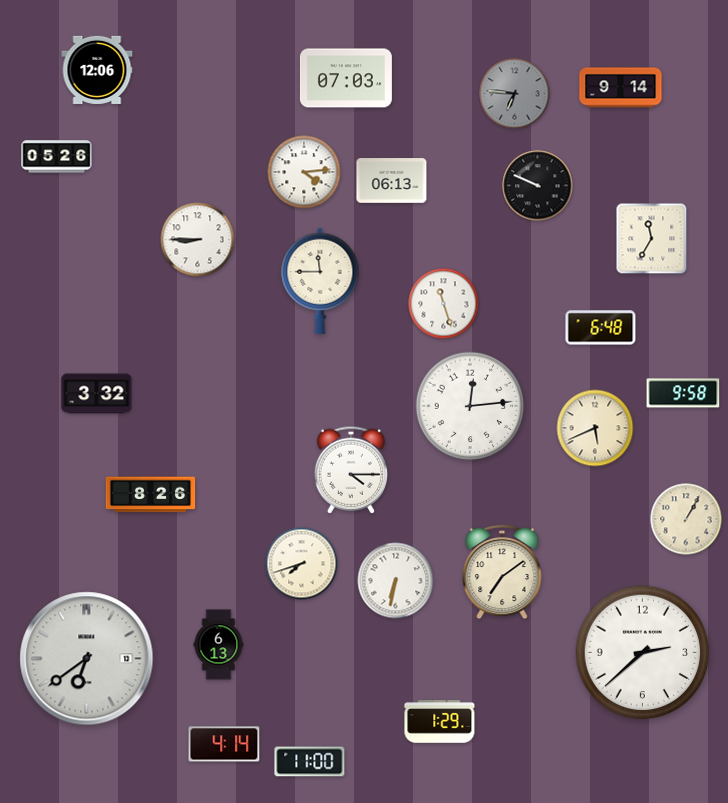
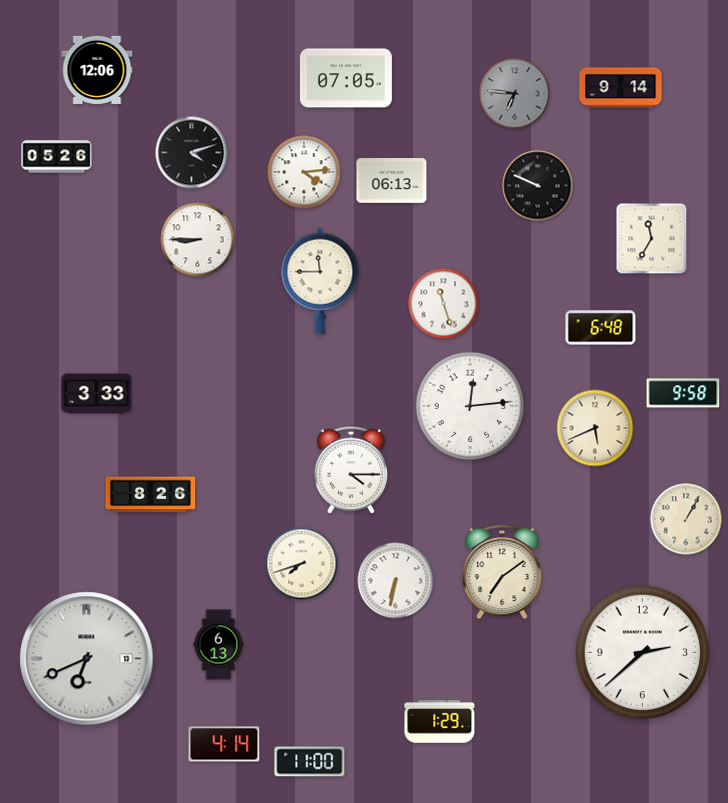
clock at (346, 78): 07:03 -> 07:05
clock at (192, 153): none -> 4:12
clock at (97, 394): 3:32 -> 3:33
clock at (87, 659): 6:39 -> 6:41
